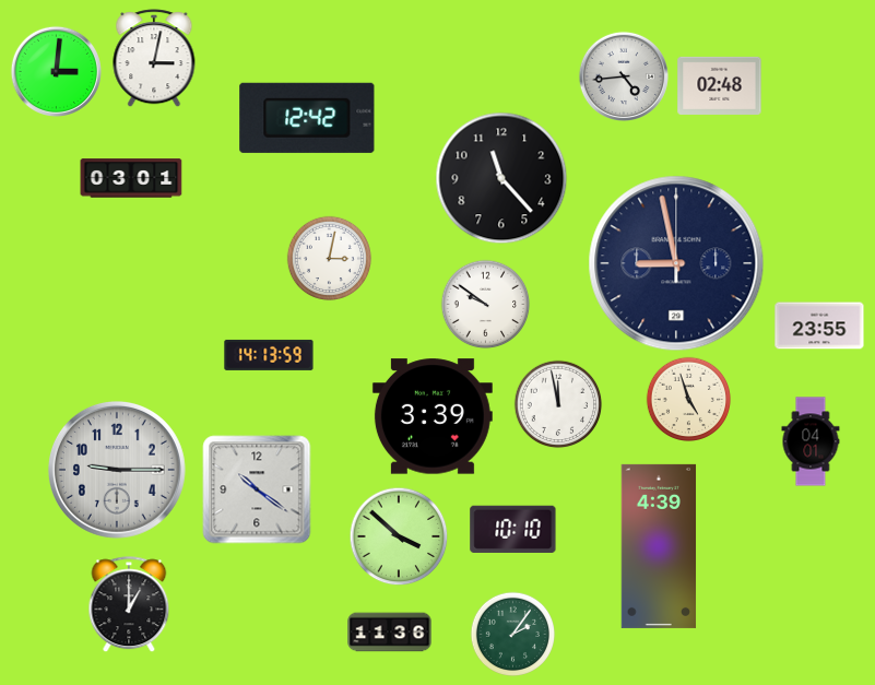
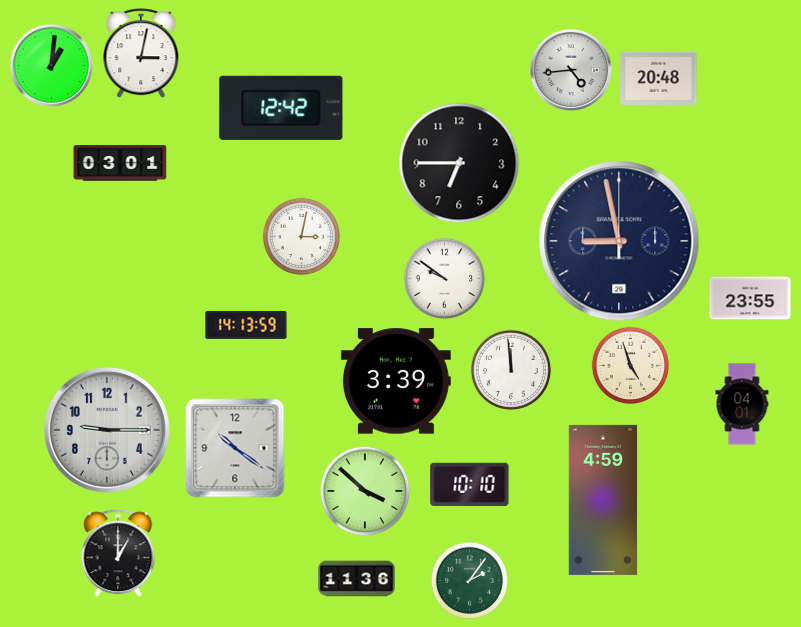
clock at (56, 71): 3:01 -> 1:01
clock at (720, 85): 02:48 -> 20:48
clock at (501, 178): 11:23 -> 6:45
clock at (558, 404): 11:58 -> 11:59
clock at (659, 546): 4:39 -> 4:59
